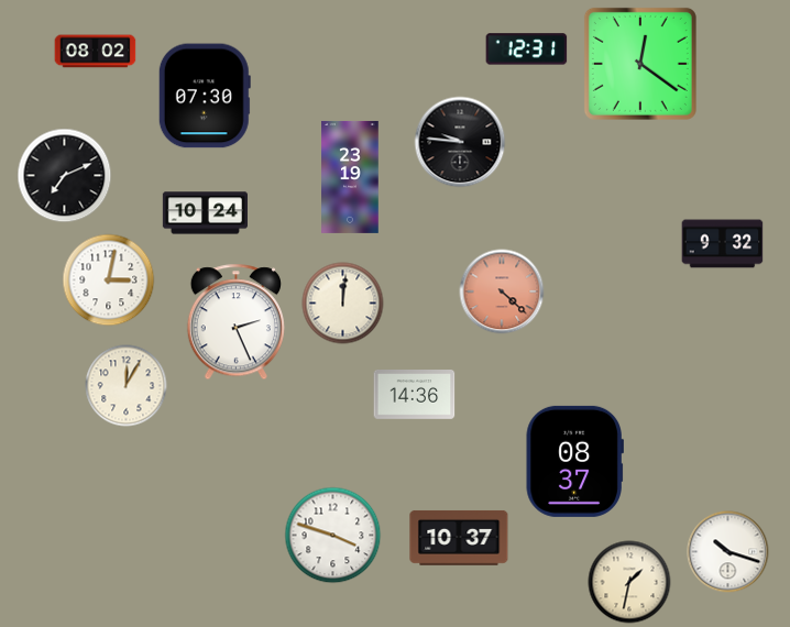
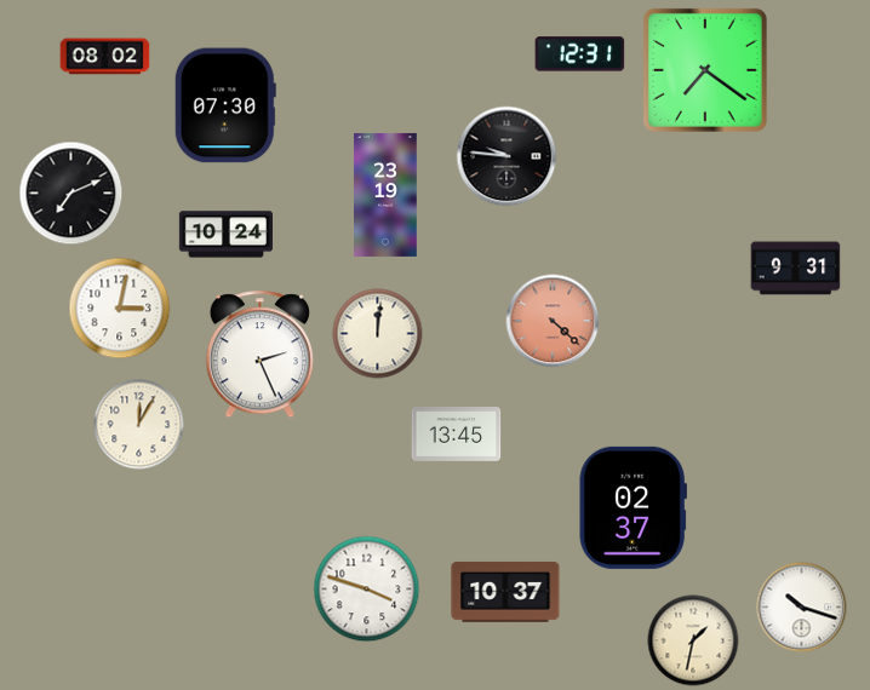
clock at (640, 64): 12:21 -> 7:21
clock at (723, 244): 9:32 -> 9:31
clock at (415, 395): 14:36 -> 13:45
clock at (574, 461): 08:37 -> 02:37
